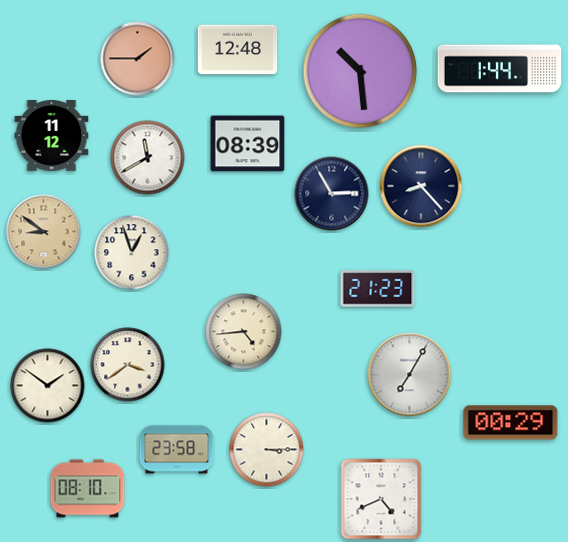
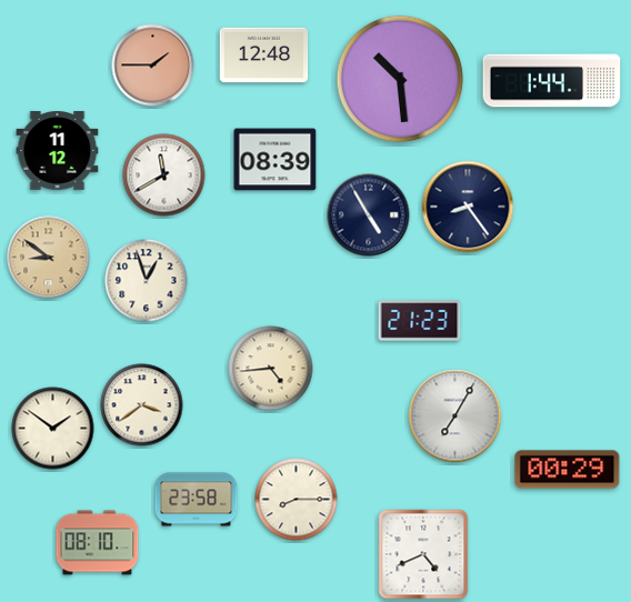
clock at (500, 69) position: (500, 69) -> (552, 81)
clock at (421, 186): 8:23 -> 8:24
clock at (332, 194): 2:55 -> 4:55
clock at (267, 450): 3:15 -> 8:15
